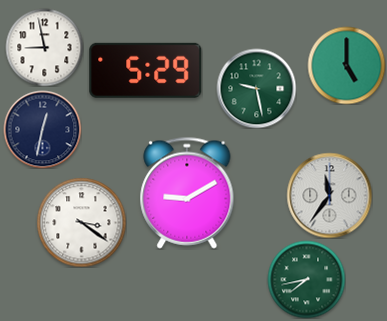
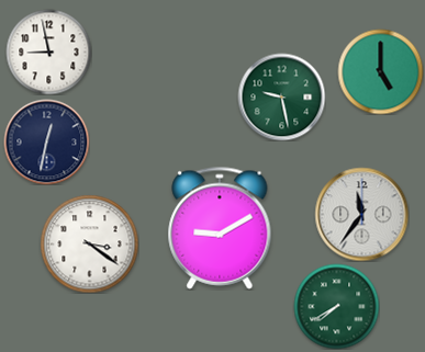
clock at (146, 70): 5:29 -> none
clock at (187, 193) position: (187, 193) -> (220, 228)
clock at (306, 279): 7:43 -> 7:40
